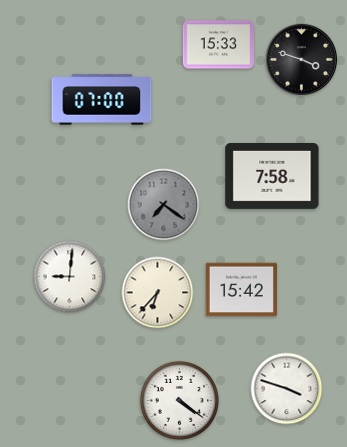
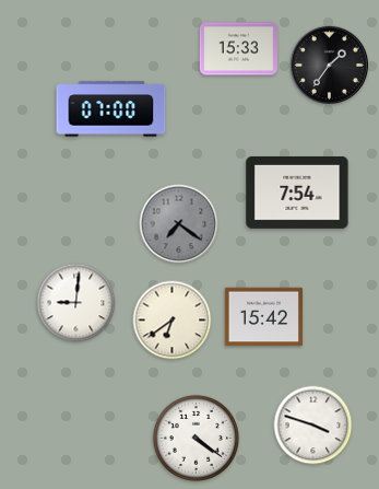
clock at (301, 59): 3:48 -> 1:36
clock at (272, 176): 7:58 -> 7:54
clock at (158, 293): 6:37 -> 6:39
